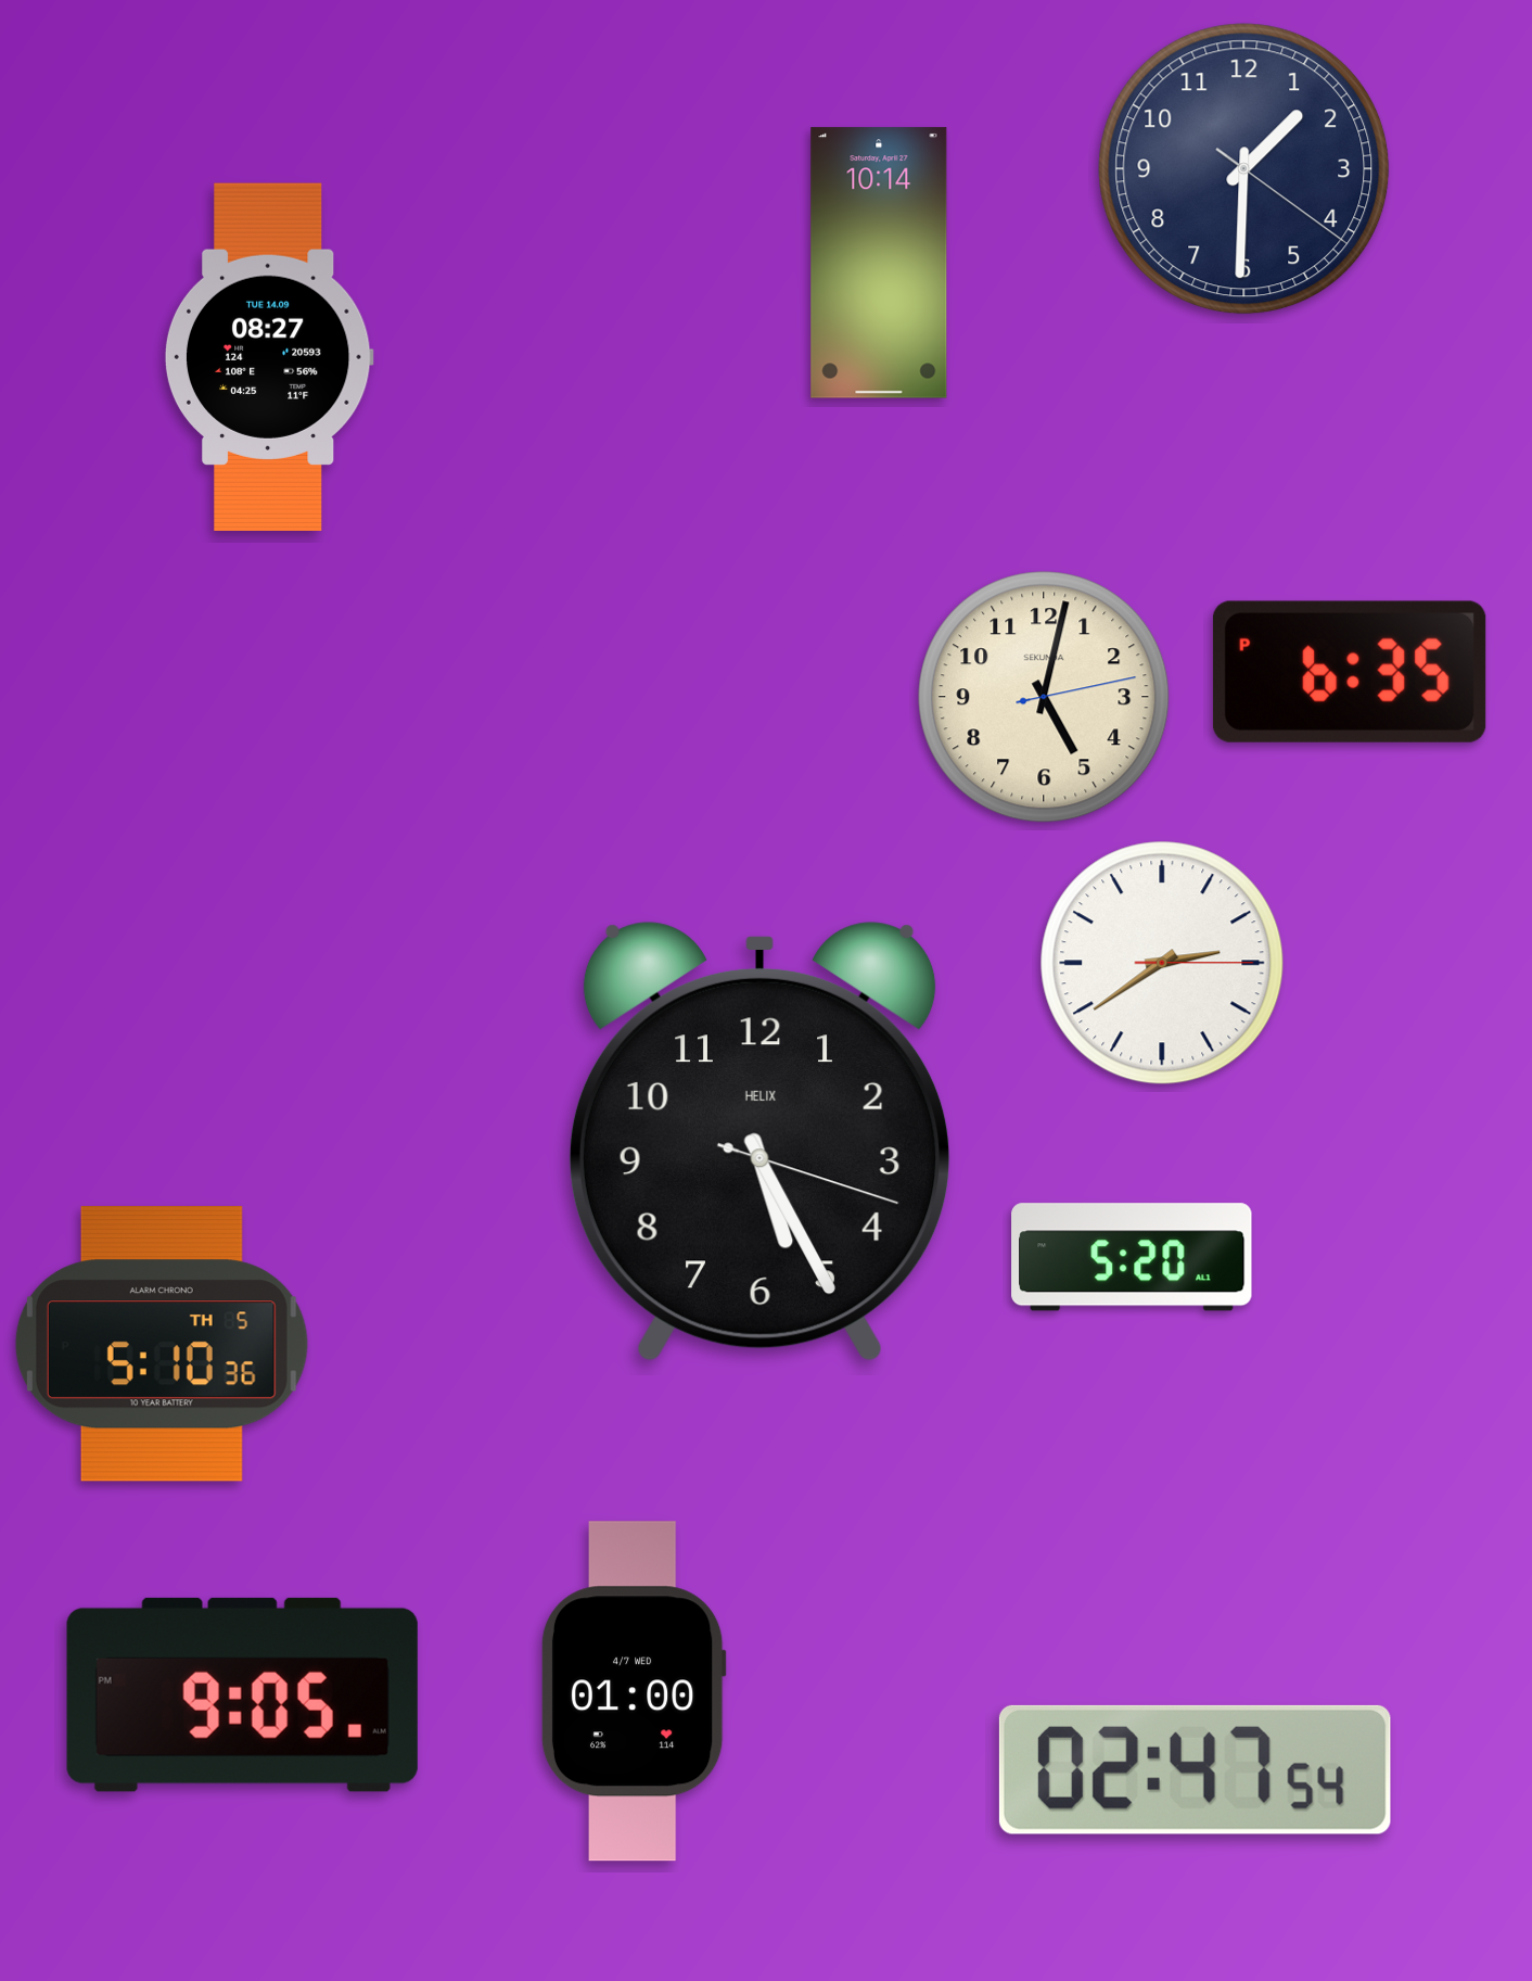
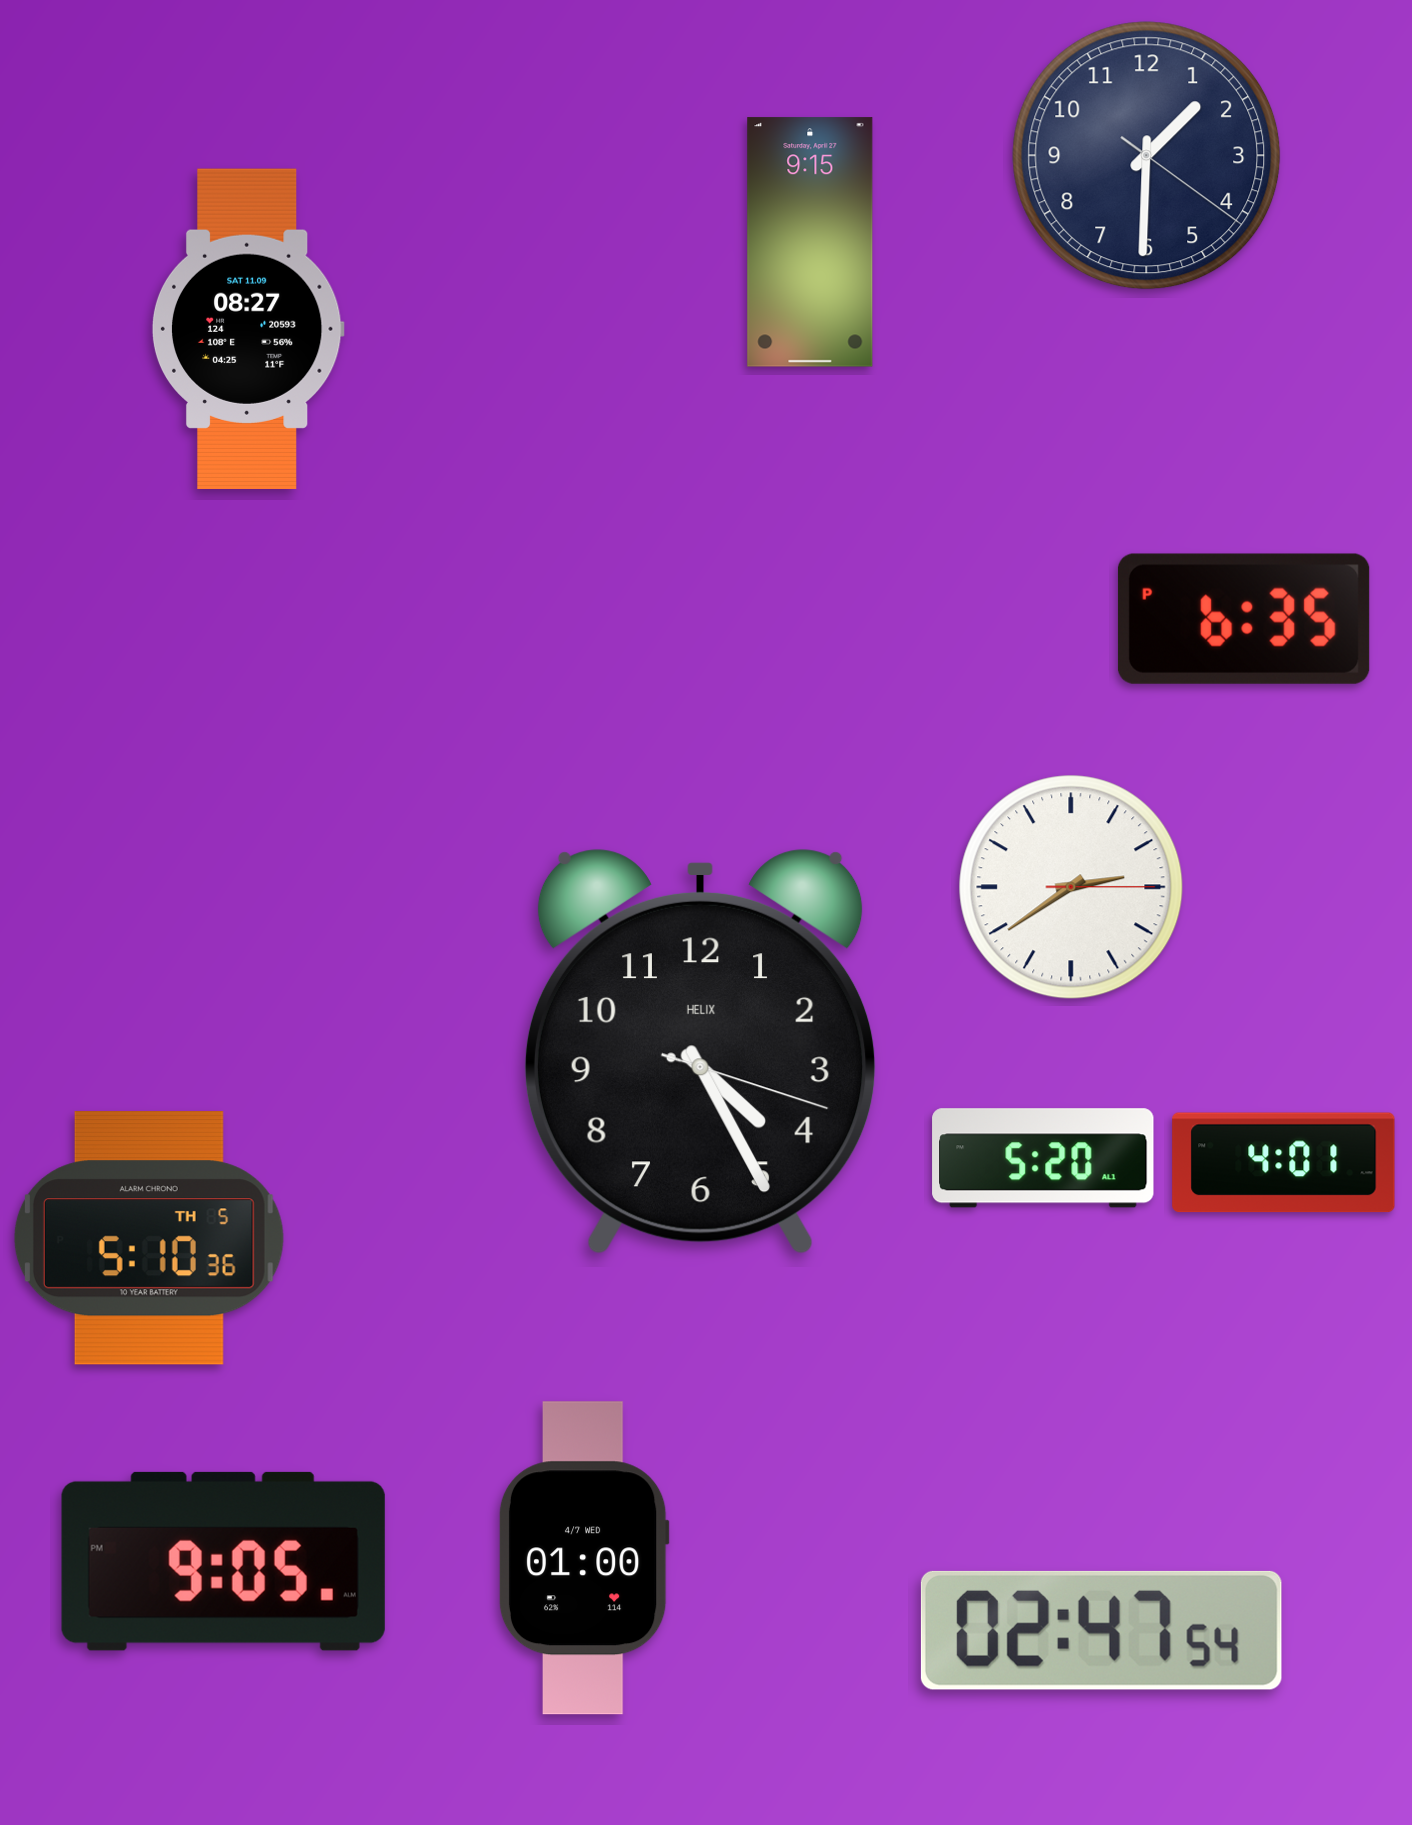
clock at (879, 263): 10:14 -> 9:15
clock at (269, 357) date: TUE 14.09 -> SAT 11.09
clock at (1044, 697): 5:02 -> none
clock at (759, 1141): 5:25 -> 4:25
clock at (1284, 1163): none -> 4:01
